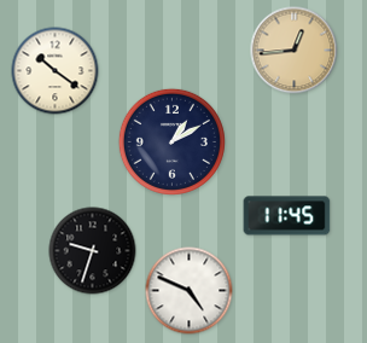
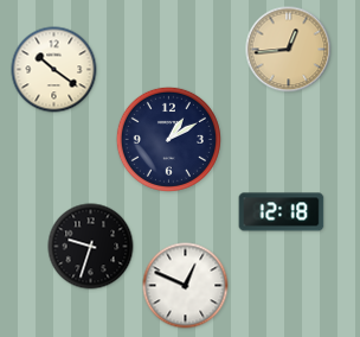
clock at (287, 216): 11:45 -> 12:18
clock at (190, 291): 4:49 -> 12:49
